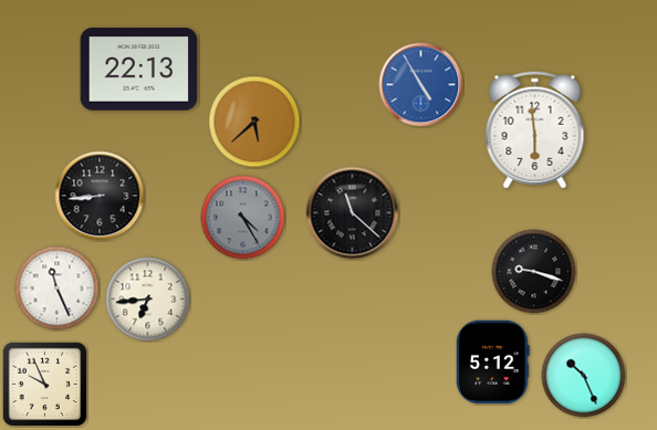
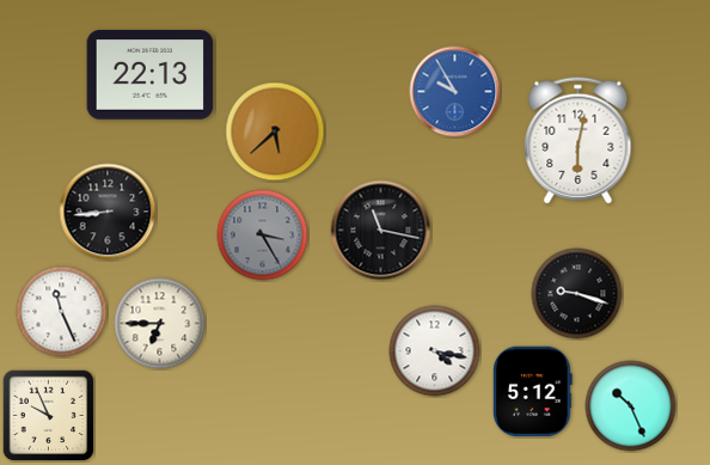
clock at (421, 85): 4:55 -> 9:55
clock at (535, 130): 5:59 -> 6:02
clock at (353, 213): 11:22 -> 11:17
clock at (243, 218): 4:25 -> 3:25
clock at (148, 300): 6:44 -> 6:45
clock at (435, 351): none -> 4:17
